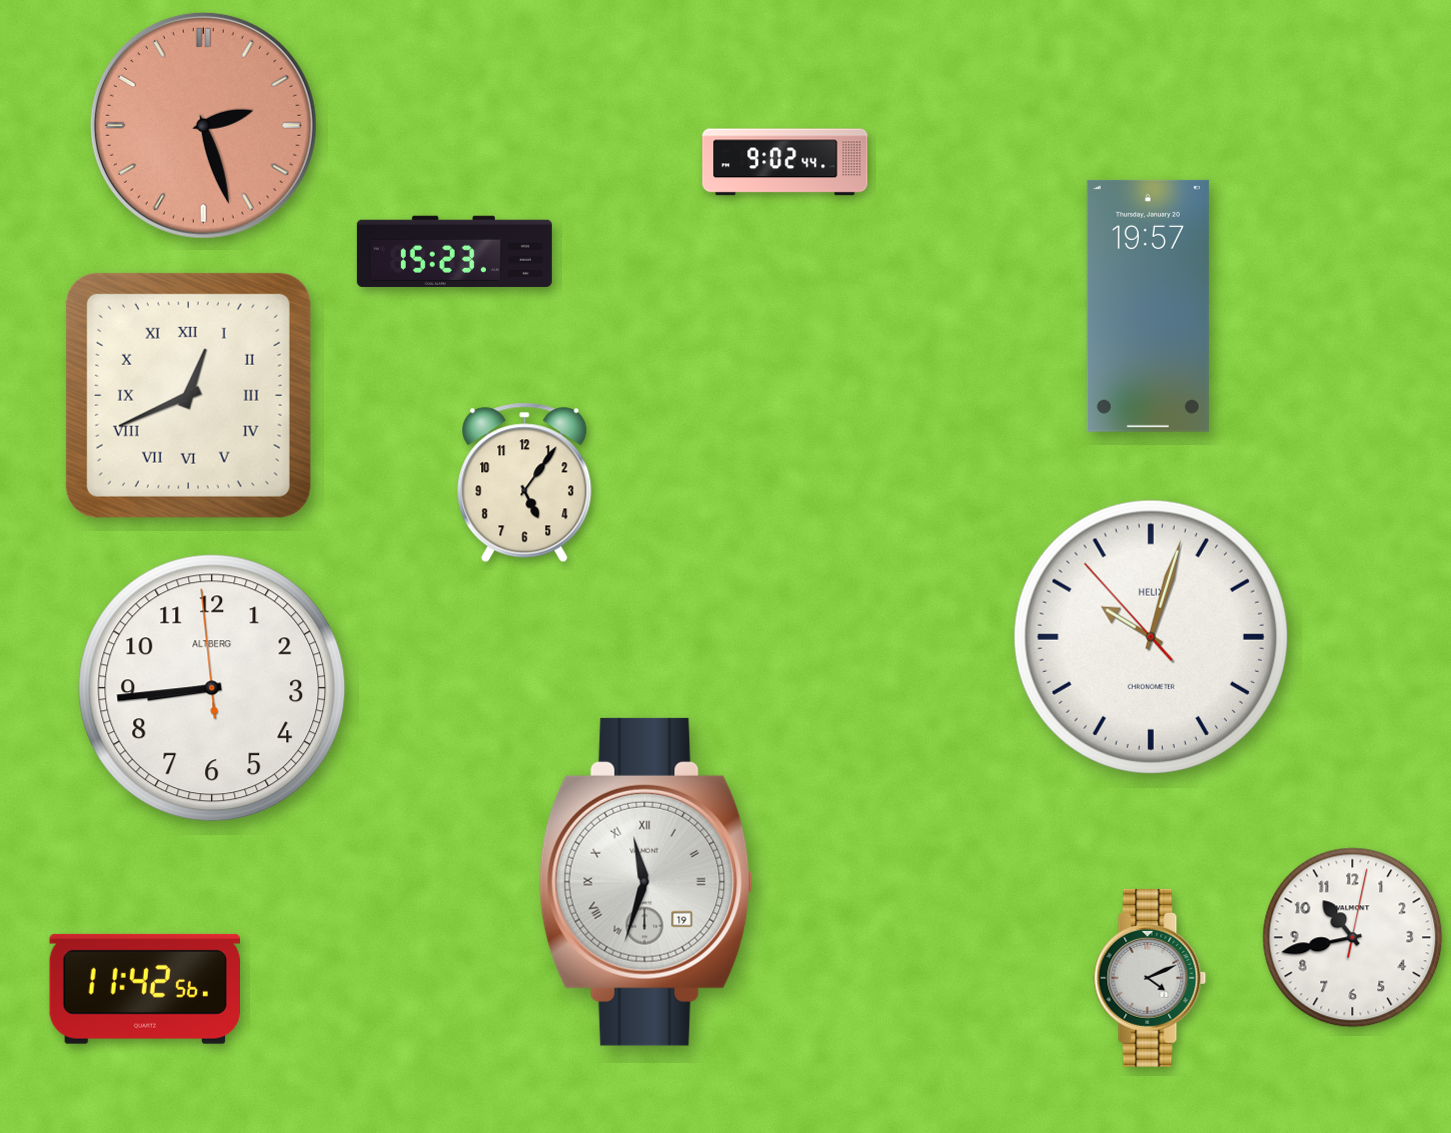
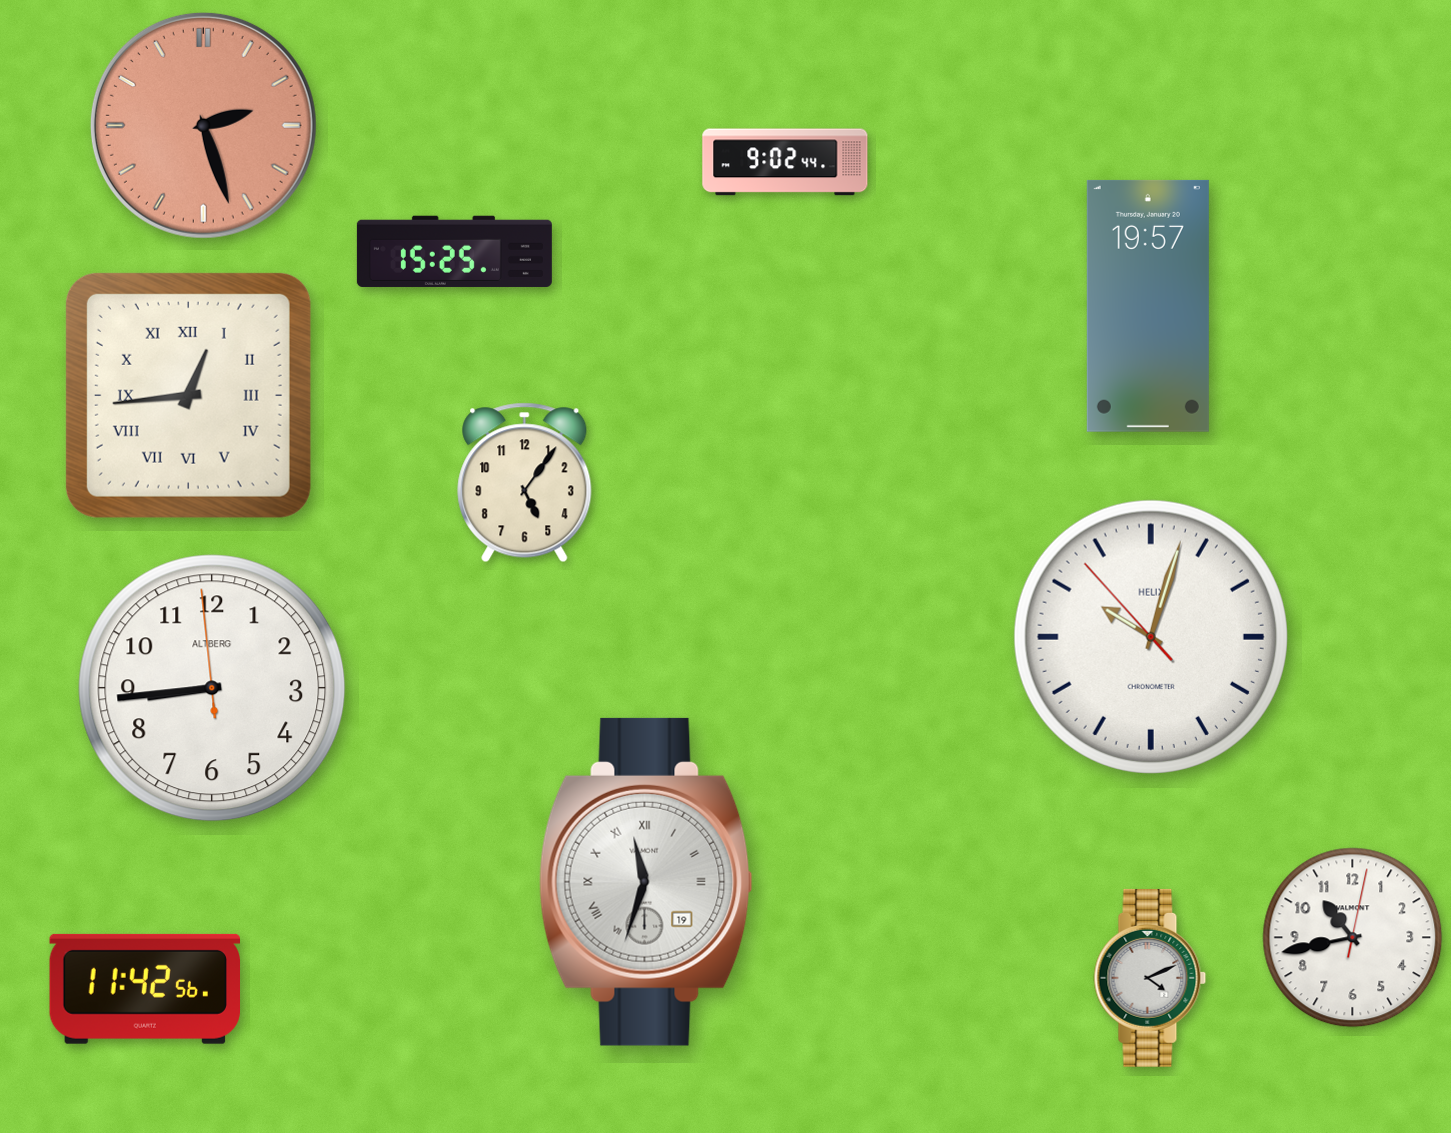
clock at (454, 251): 15:23 -> 15:25
clock at (188, 395): 12:41 -> 12:44
